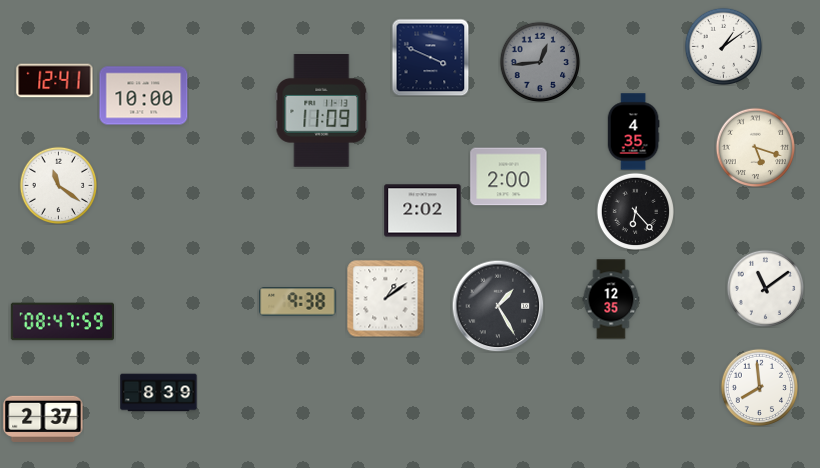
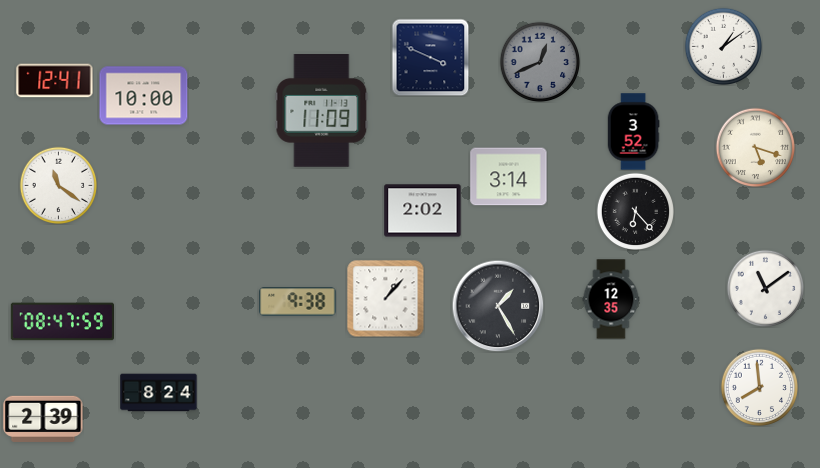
clock at (540, 62): 12:44 -> 12:41
clock at (633, 132): 4:35 -> 3:52
clock at (509, 177): 2:00 -> 3:14
clock at (385, 298): 1:09 -> 1:07
clock at (159, 393): 8:39 -> 8:24
clock at (43, 419): 2:37 -> 2:39
